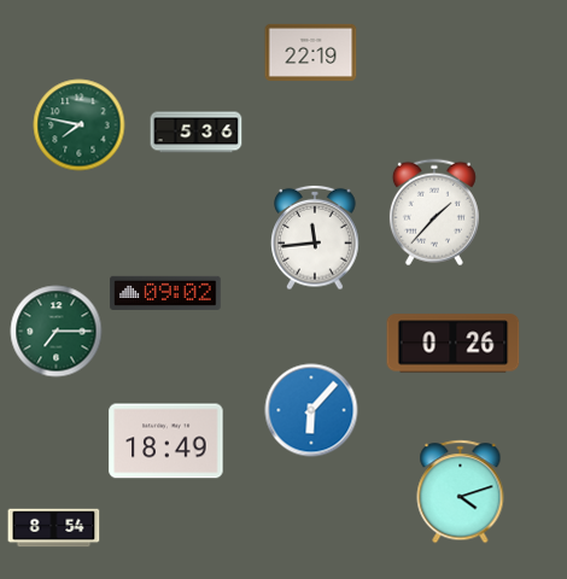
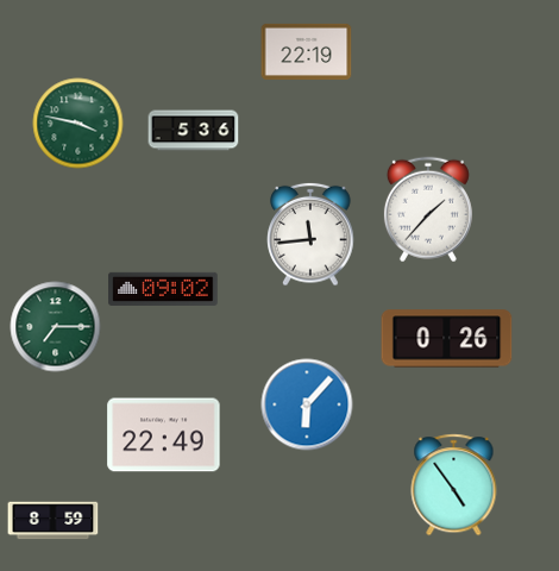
clock at (80, 125): 7:47 -> 3:47
clock at (166, 441): 18:49 -> 22:49
clock at (461, 492): 4:12 -> 4:54
clock at (54, 528): 8:54 -> 8:59
